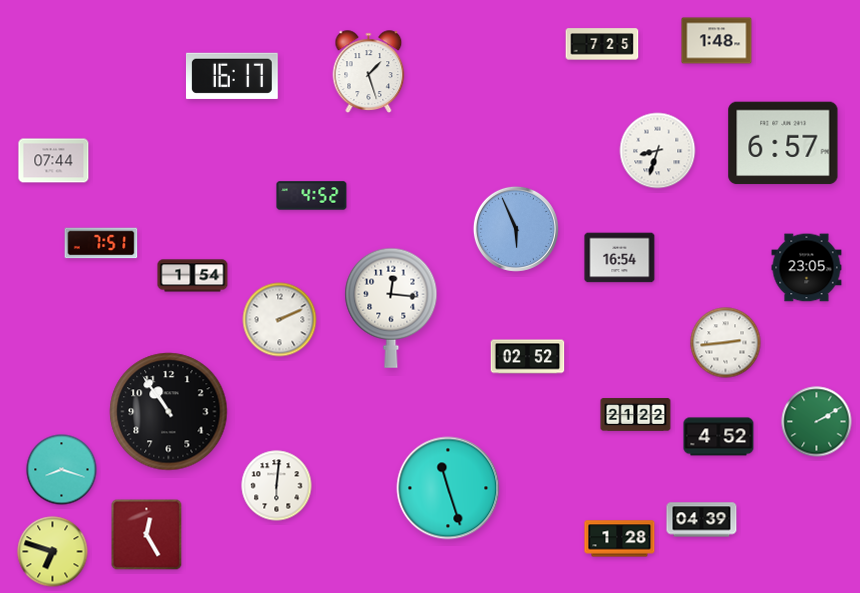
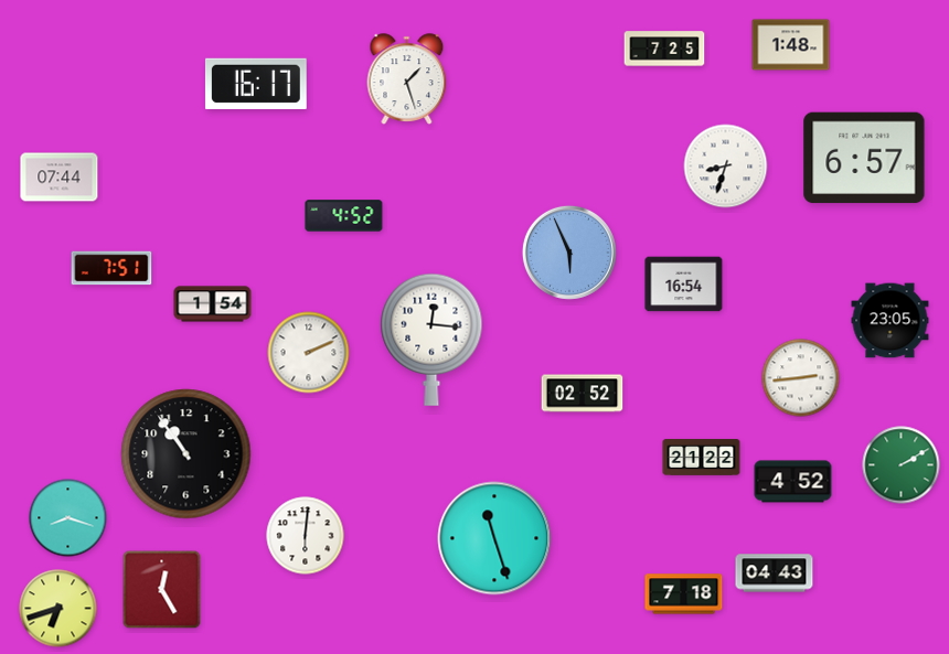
clock at (807, 268) position: (807, 268) -> (891, 321)
clock at (702, 520): 04:39 -> 04:43
clock at (620, 539): 1:28 -> 7:18
clock at (53, 552): 6:48 -> 6:42
